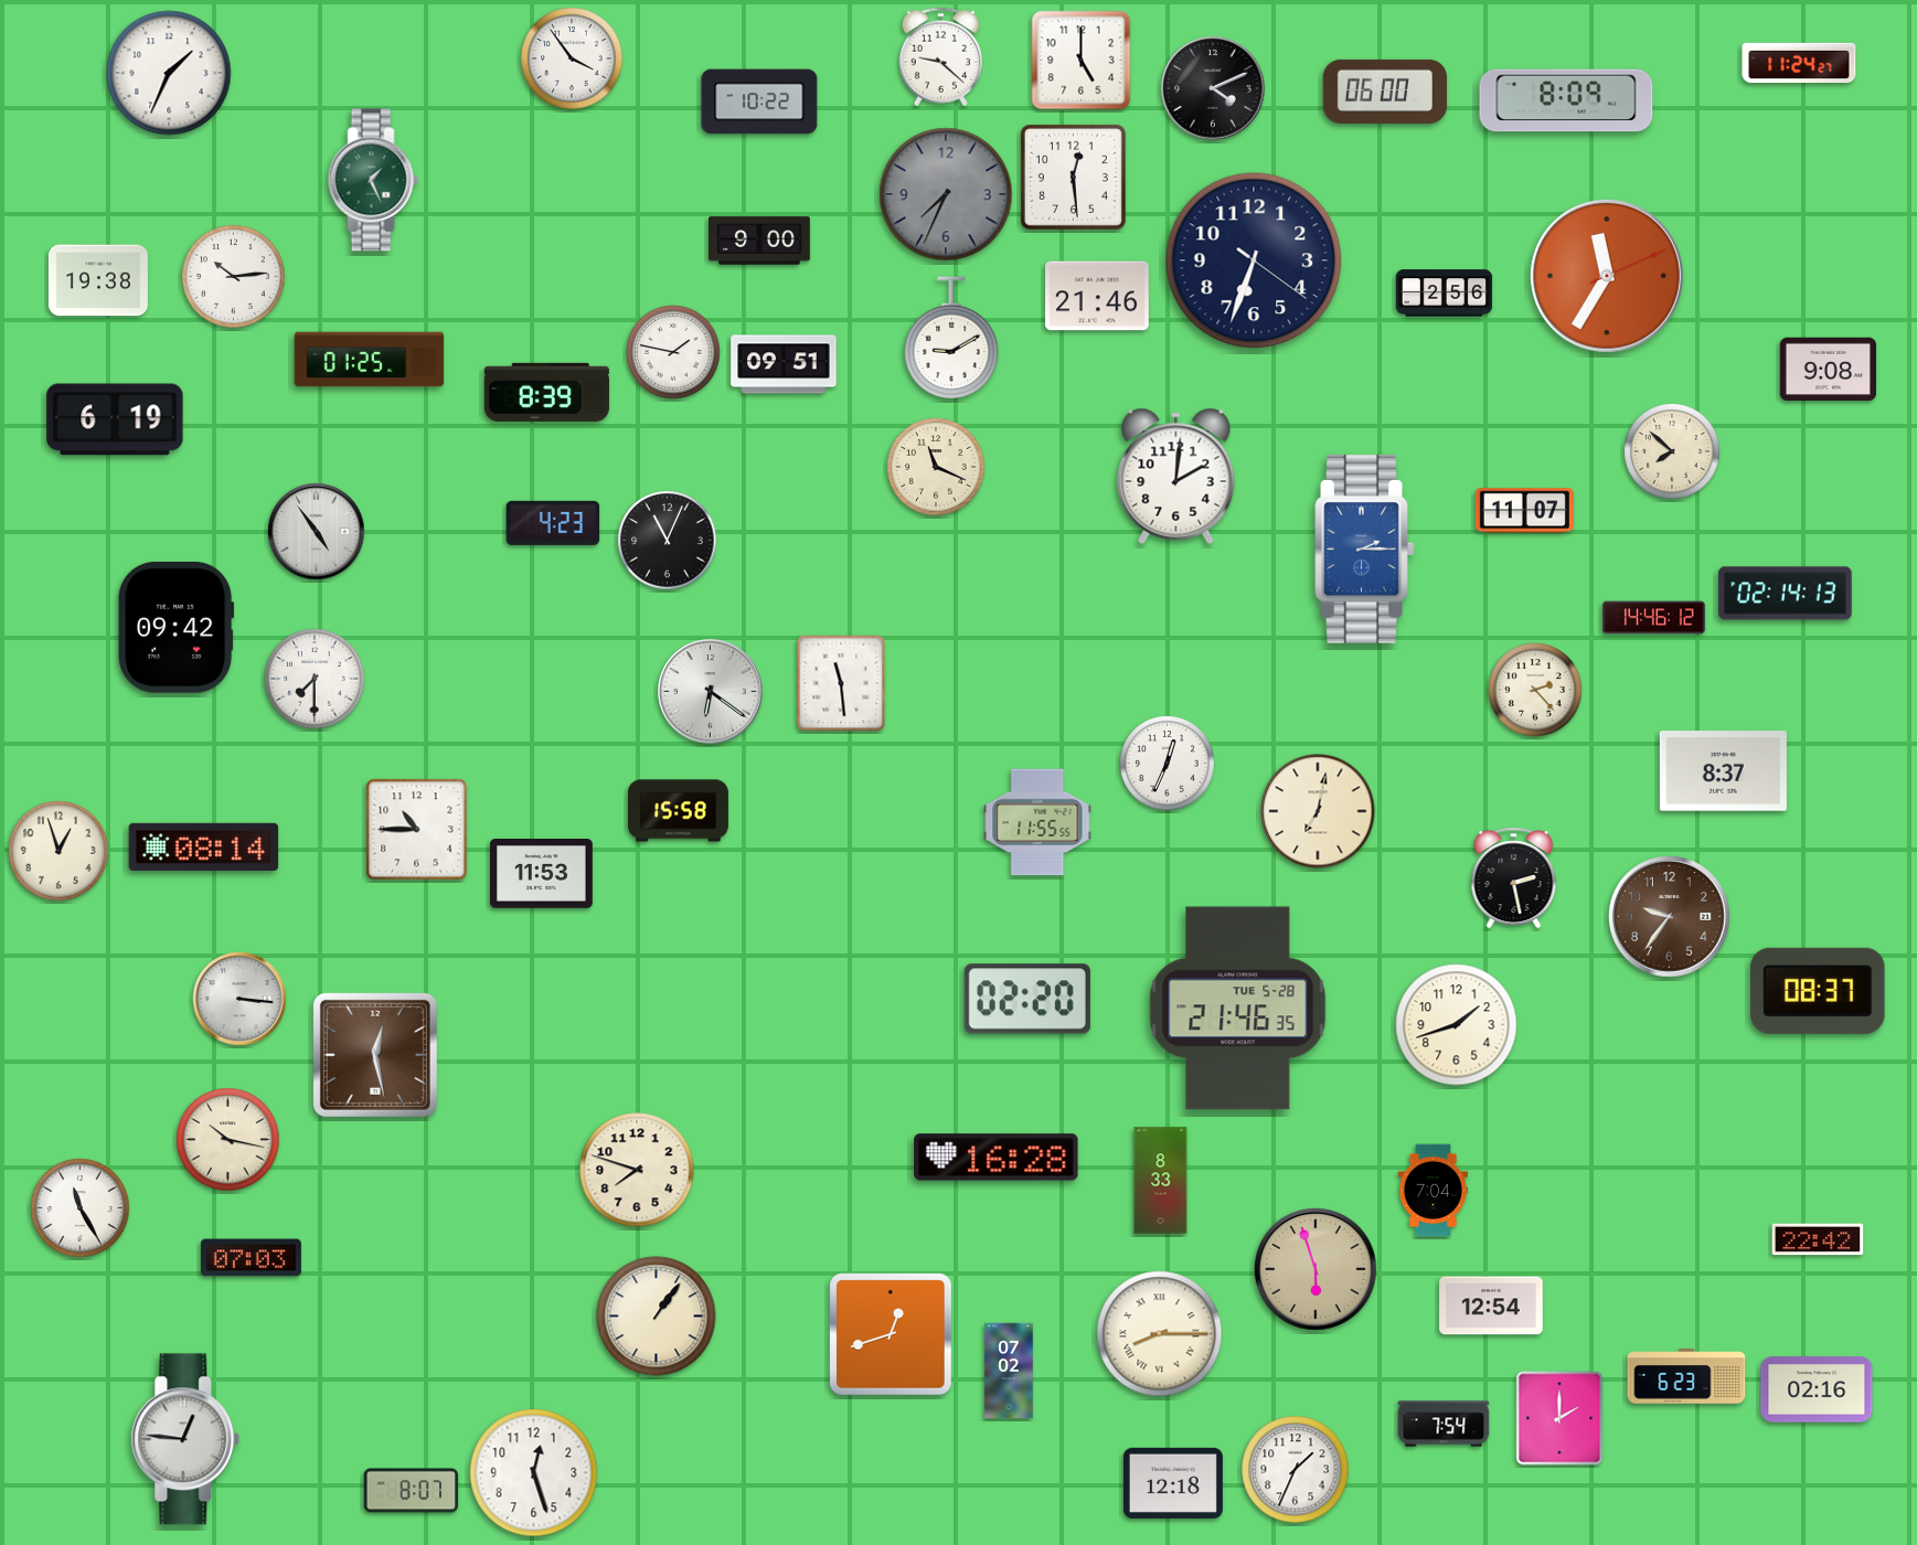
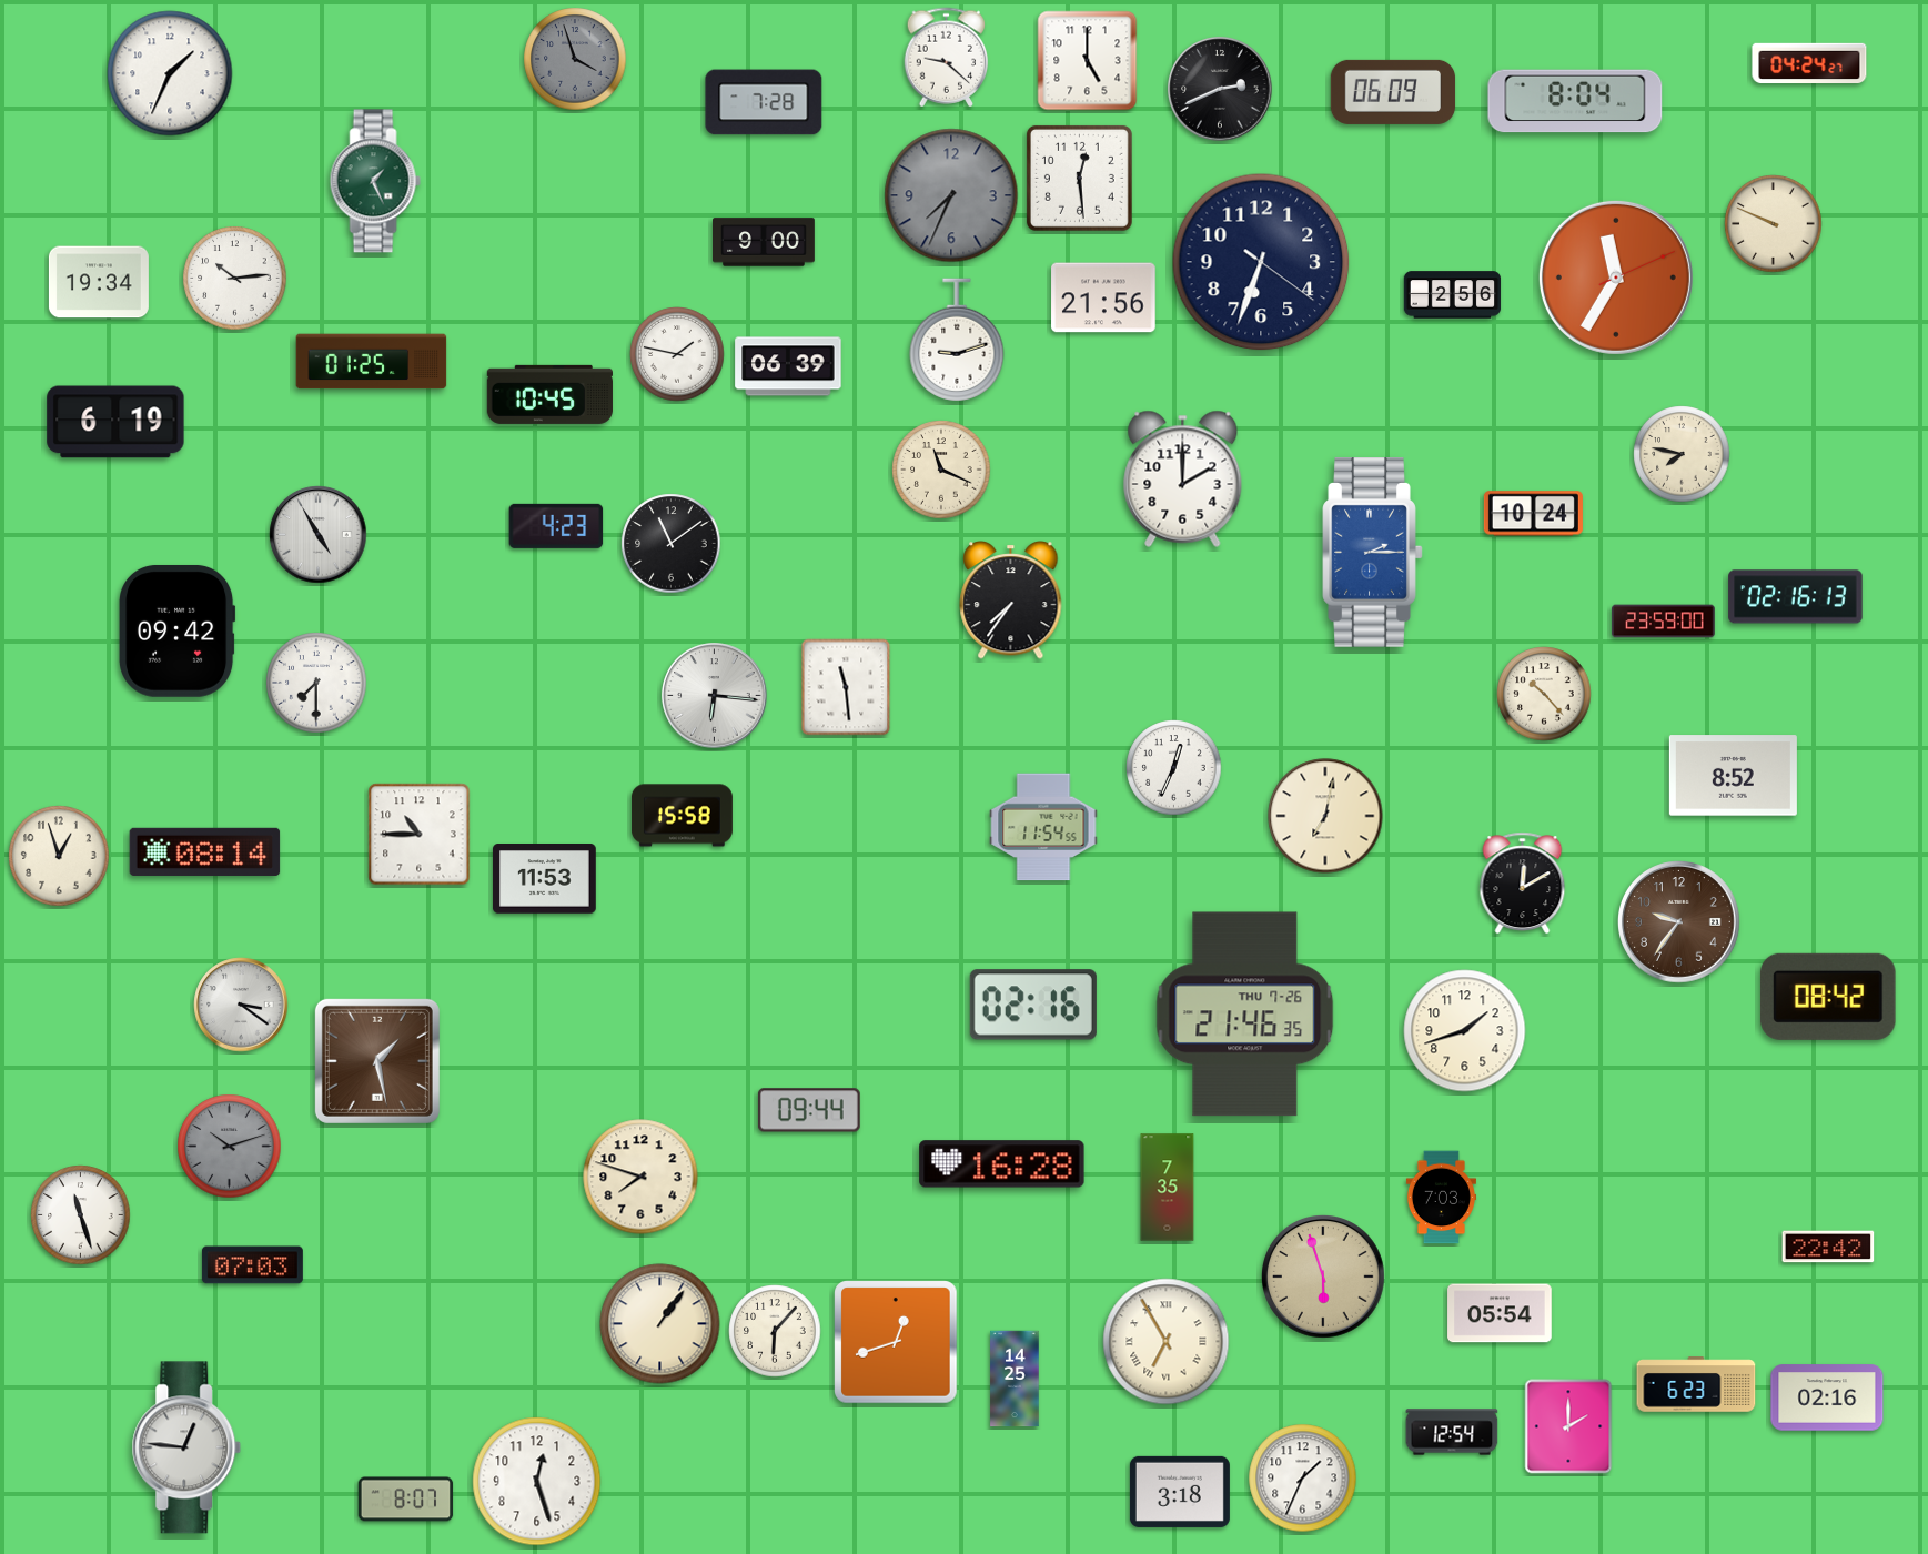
clock at (572, 58): 3:54 -> 3:57
clock at (572, 58) dial: white -> grey
clock at (1799, 63): 11:24 -> 04:24
clock at (1213, 88): 4:11 -> 2:41
clock at (1385, 92): 06:00 -> 06:09
clock at (1566, 100): 8:09 -> 8:04
clock at (759, 102): 10:22 -> 7:28
clock at (1774, 224): none -> 9:49
clock at (98, 280): 19:38 -> 19:34
clock at (1097, 296): 21:46 -> 21:56
clock at (951, 338): 9:10 -> 9:12
clock at (784, 364): 09:51 -> 06:39
clock at (1828, 370): 9:08 -> none
clock at (546, 392): 8:39 -> 10:45
clock at (1672, 451): 7:52 -> 7:47
clock at (1176, 476): 2:01 -> 2:00
clock at (1524, 511): 11:07 -> 10:24
clock at (317, 532): 4:54 -> 4:55
clock at (668, 541): 11:04 -> 11:09
clock at (1786, 594): 02:14 -> 02:16
clock at (1011, 601): none -> 7:36
clock at (1654, 618): 14:46 -> 23:59
clock at (1535, 690): 2:23 -> 10:23
clock at (711, 692): 6:21 -> 6:16
clock at (1723, 771): 8:37 -> 8:52
clock at (1037, 822): 11:55 -> 11:54
clock at (1514, 878): 2:28 -> 12:10
clock at (1818, 991): 08:37 -> 08:42
clock at (239, 999): 3:16 -> 3:21
clock at (1027, 999): 02:20 -> 02:16
clock at (1238, 1009) date: TUE 5-28 -> THU 7-26
clock at (375, 1055): 12:28 -> 1:28
clock at (809, 1110): none -> 09:44
clock at (228, 1140): 10:17 -> 10:12
clock at (228, 1140) dial: cream -> grey
clock at (1161, 1181): 8:33 -> 7:35
clock at (1433, 1191): 7:04 -> 7:03
clock at (81, 1208): 11:25 -> 11:27
clock at (1491, 1306): 12:54 -> 05:54
clock at (775, 1331): none -> 6:07
clock at (1160, 1334): 8:15 -> 6:55
clock at (1009, 1371): 07:02 -> 14:25
clock at (1444, 1424): 7:54 -> 12:54
clock at (1173, 1483): 12:18 -> 3:18
clock at (412, 1491) position: (412, 1491) -> (406, 1500)
